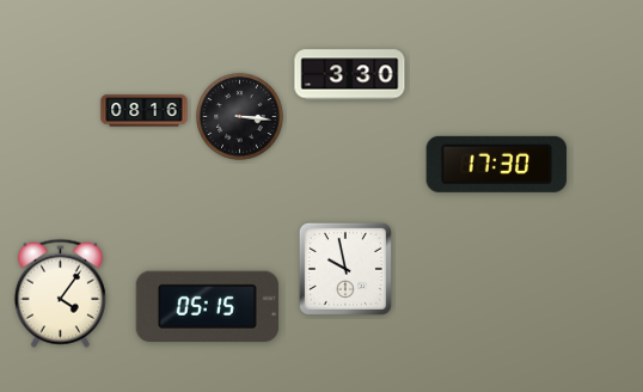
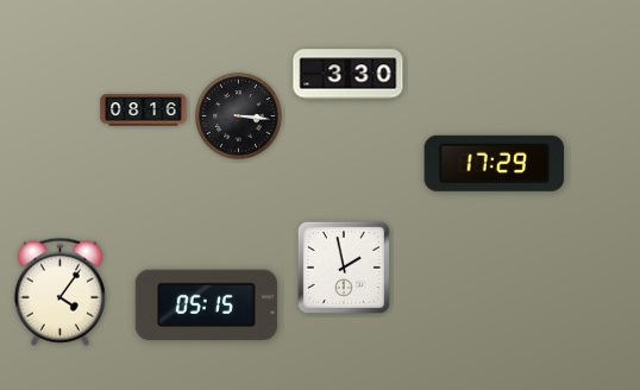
clock at (497, 164): 17:30 -> 17:29
clock at (345, 269): 9:58 -> 1:58
